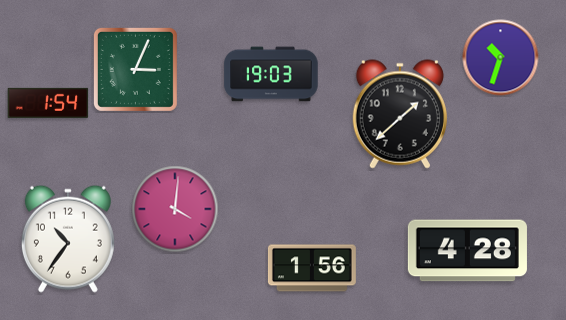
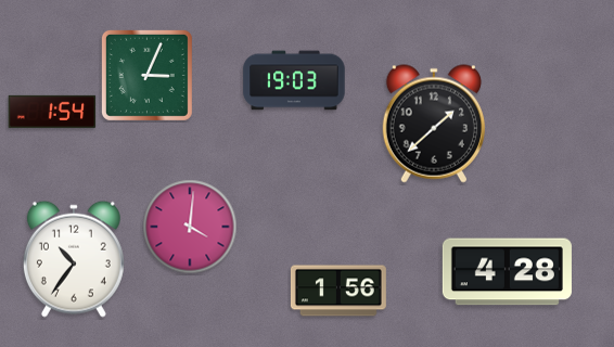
clock at (501, 58): 10:33 -> none
